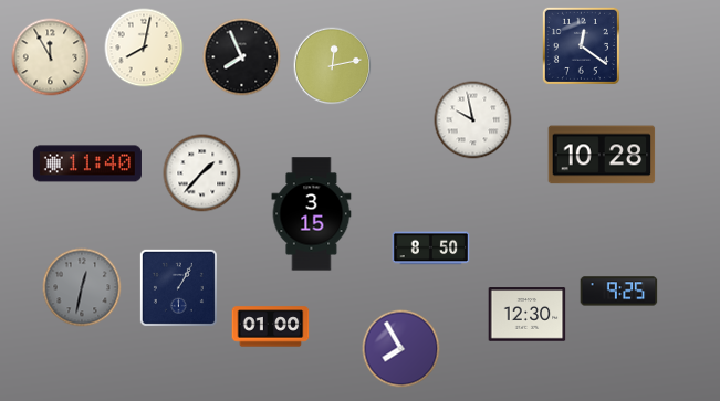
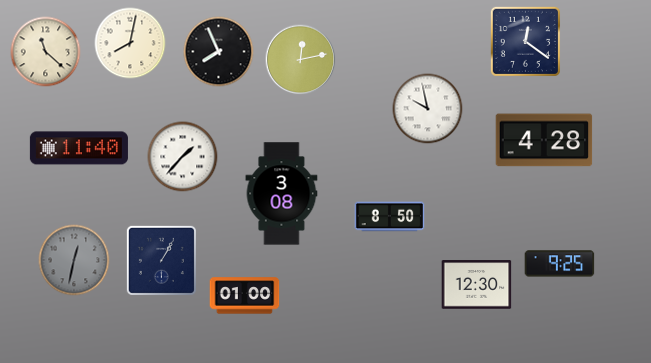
clock at (51, 57): 11:55 -> 11:22
clock at (602, 155): 10:28 -> 4:28
clock at (312, 214): 3:15 -> 3:08
clock at (431, 249) position: (431, 249) -> (390, 217)
clock at (401, 349): 7:55 -> none
